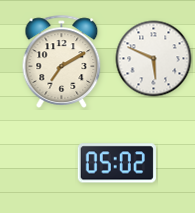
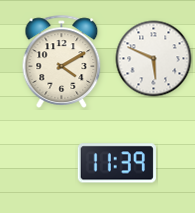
clock at (62, 61): 7:10 -> 4:10
clock at (117, 163): 05:02 -> 11:39
